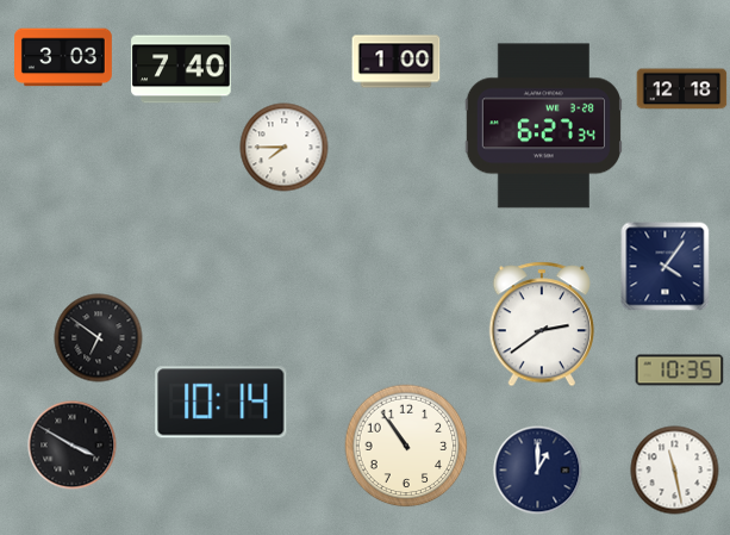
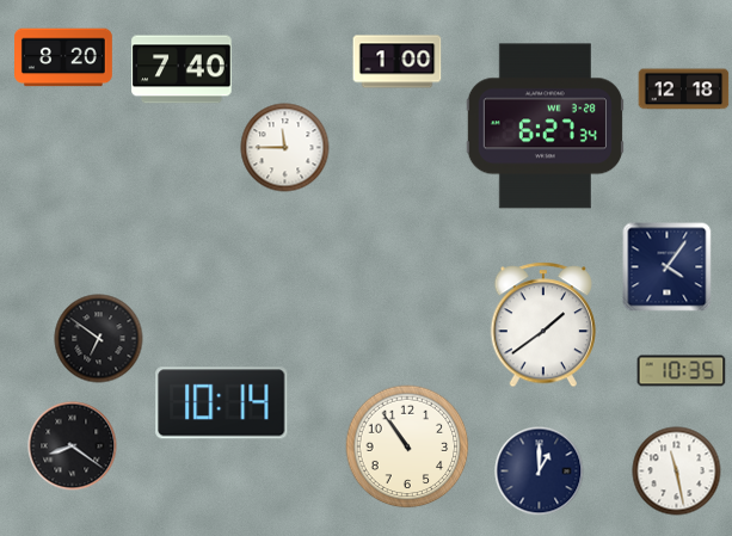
clock at (64, 57): 3:03 -> 8:20
clock at (285, 148): 7:45 -> 11:45
clock at (541, 324): 2:39 -> 1:39
clock at (73, 446): 3:50 -> 8:21
